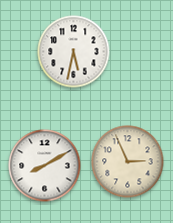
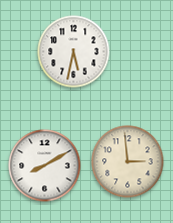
clock at (128, 162): 2:56 -> 2:59
